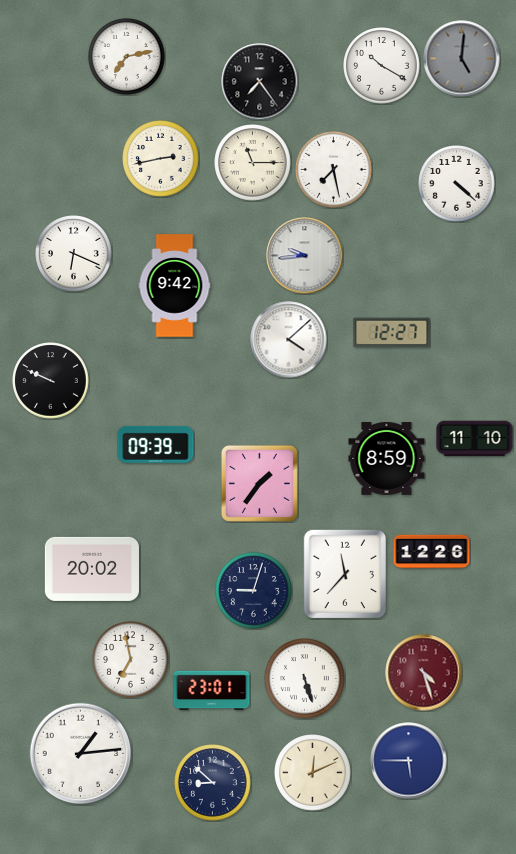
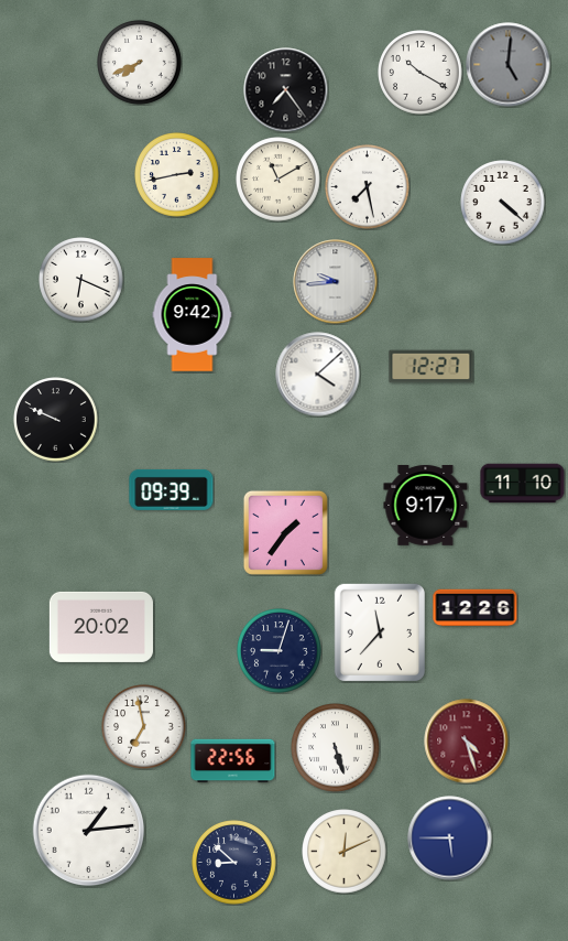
clock at (127, 57): 7:13 -> 7:41
clock at (253, 163): 11:15 -> 11:10
clock at (387, 459): 8:59 -> 9:17
clock at (212, 691): 23:01 -> 22:56
